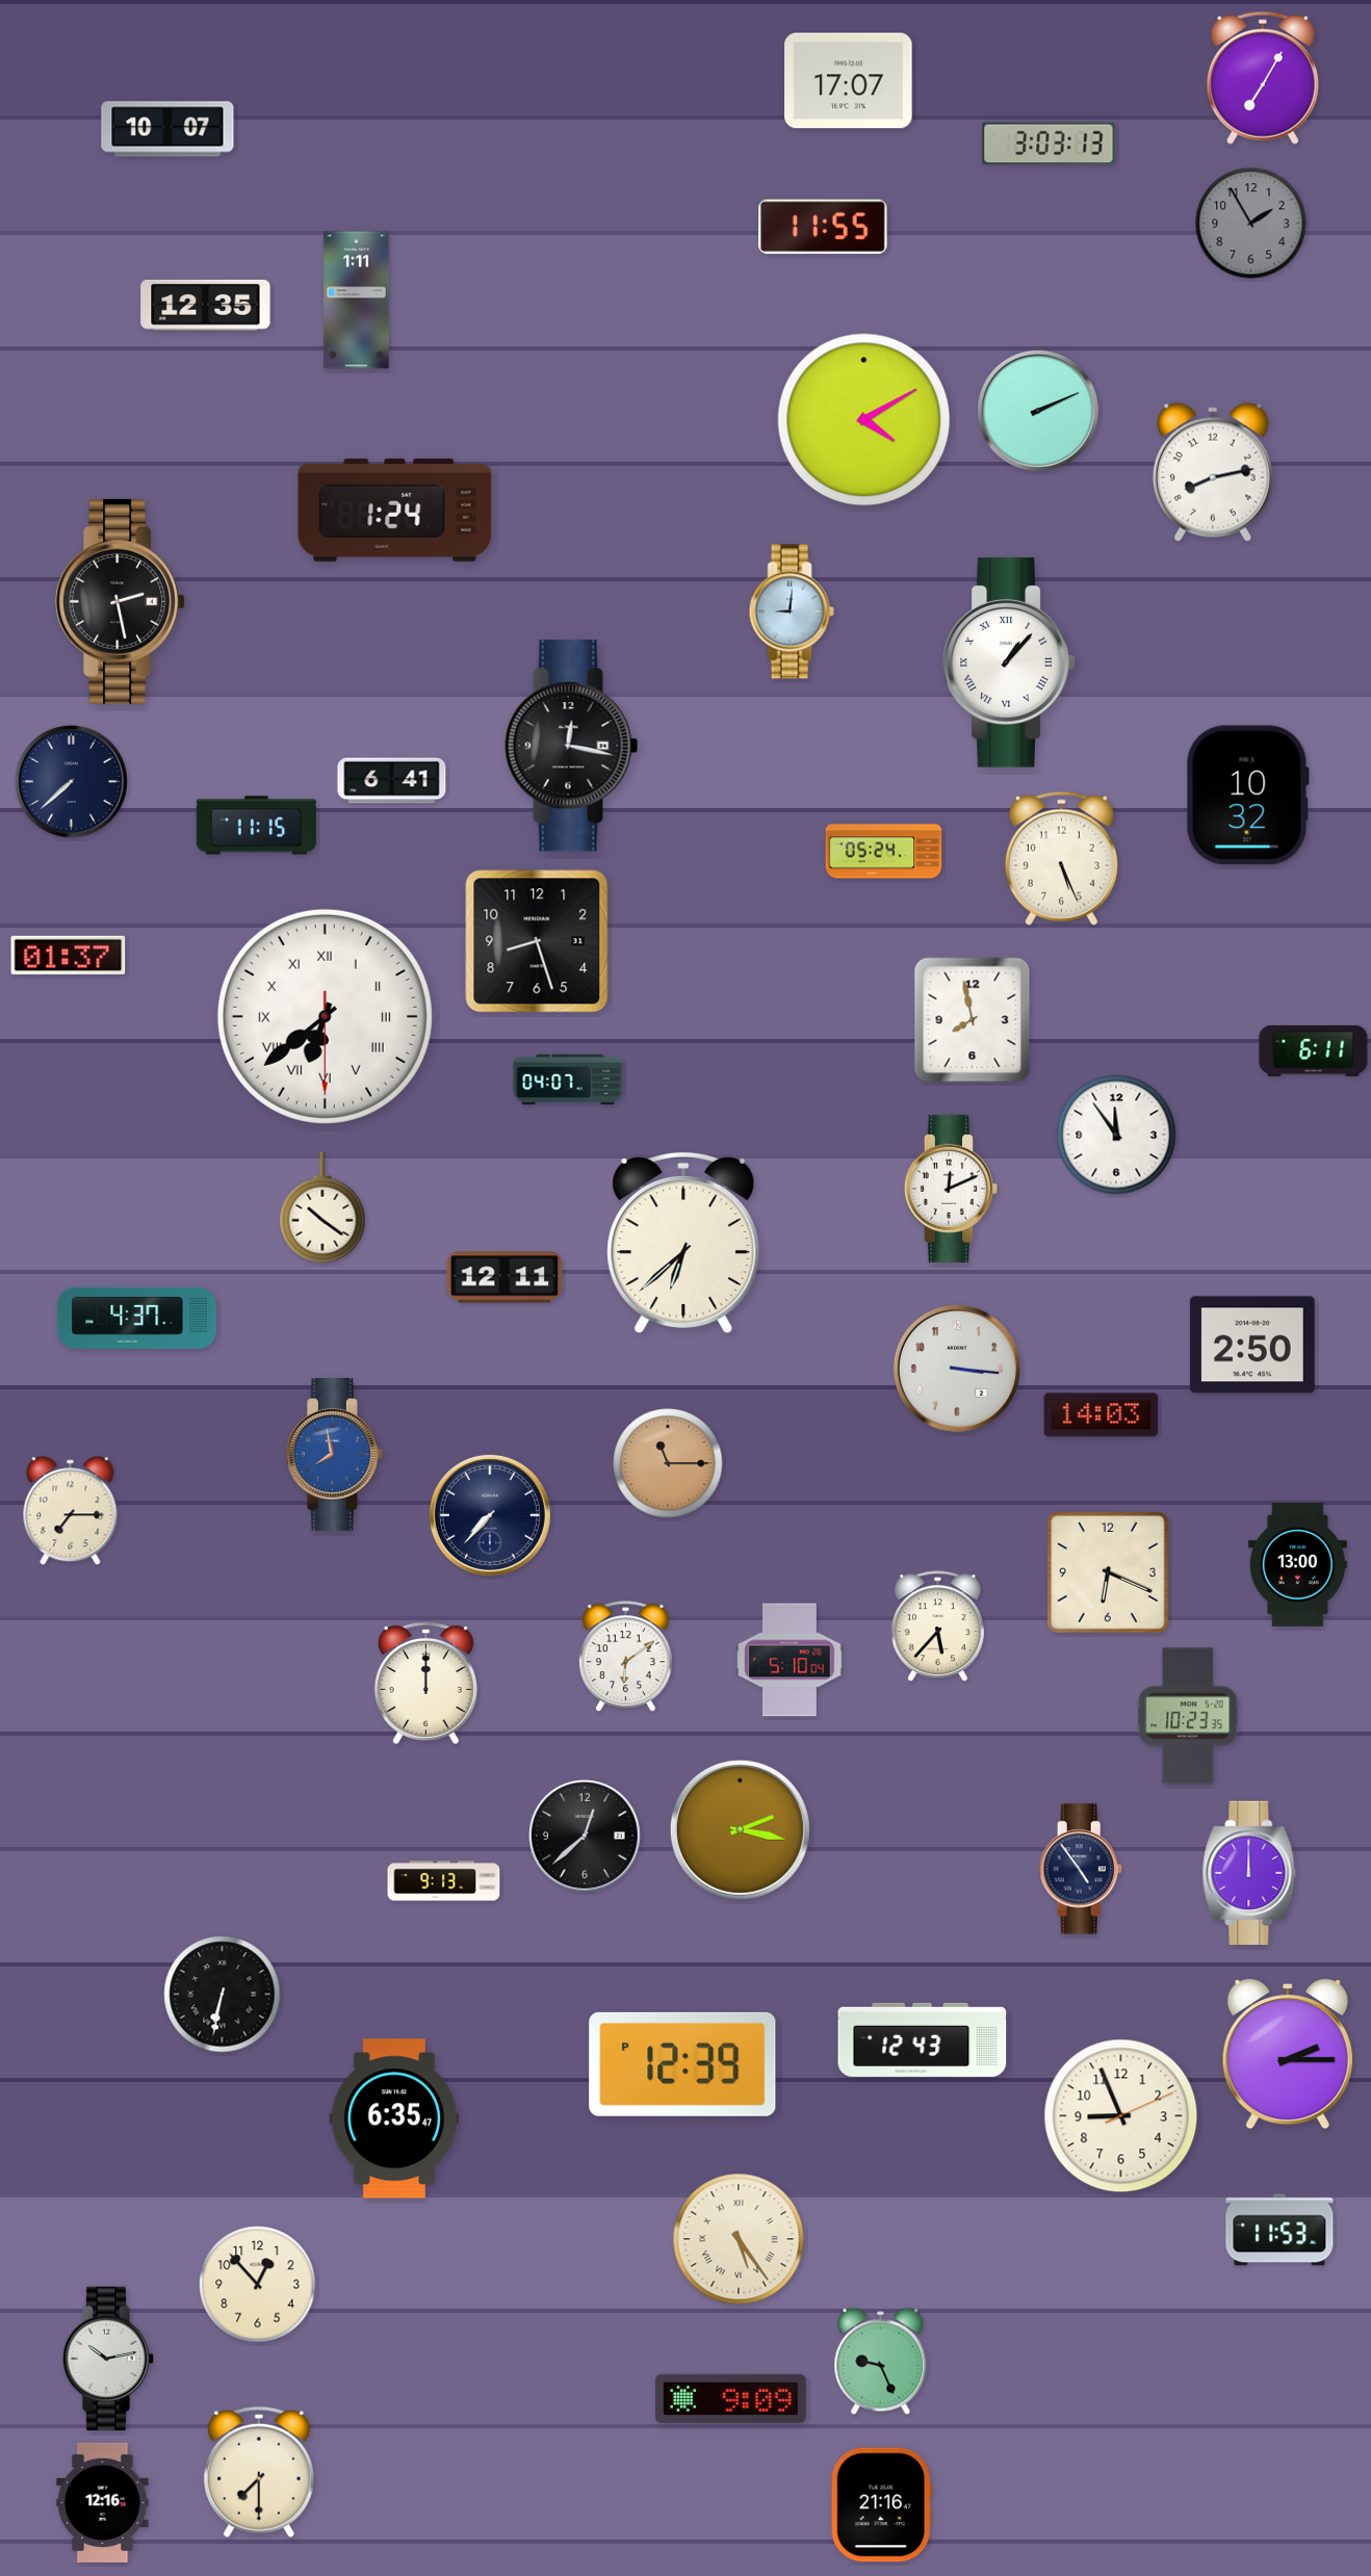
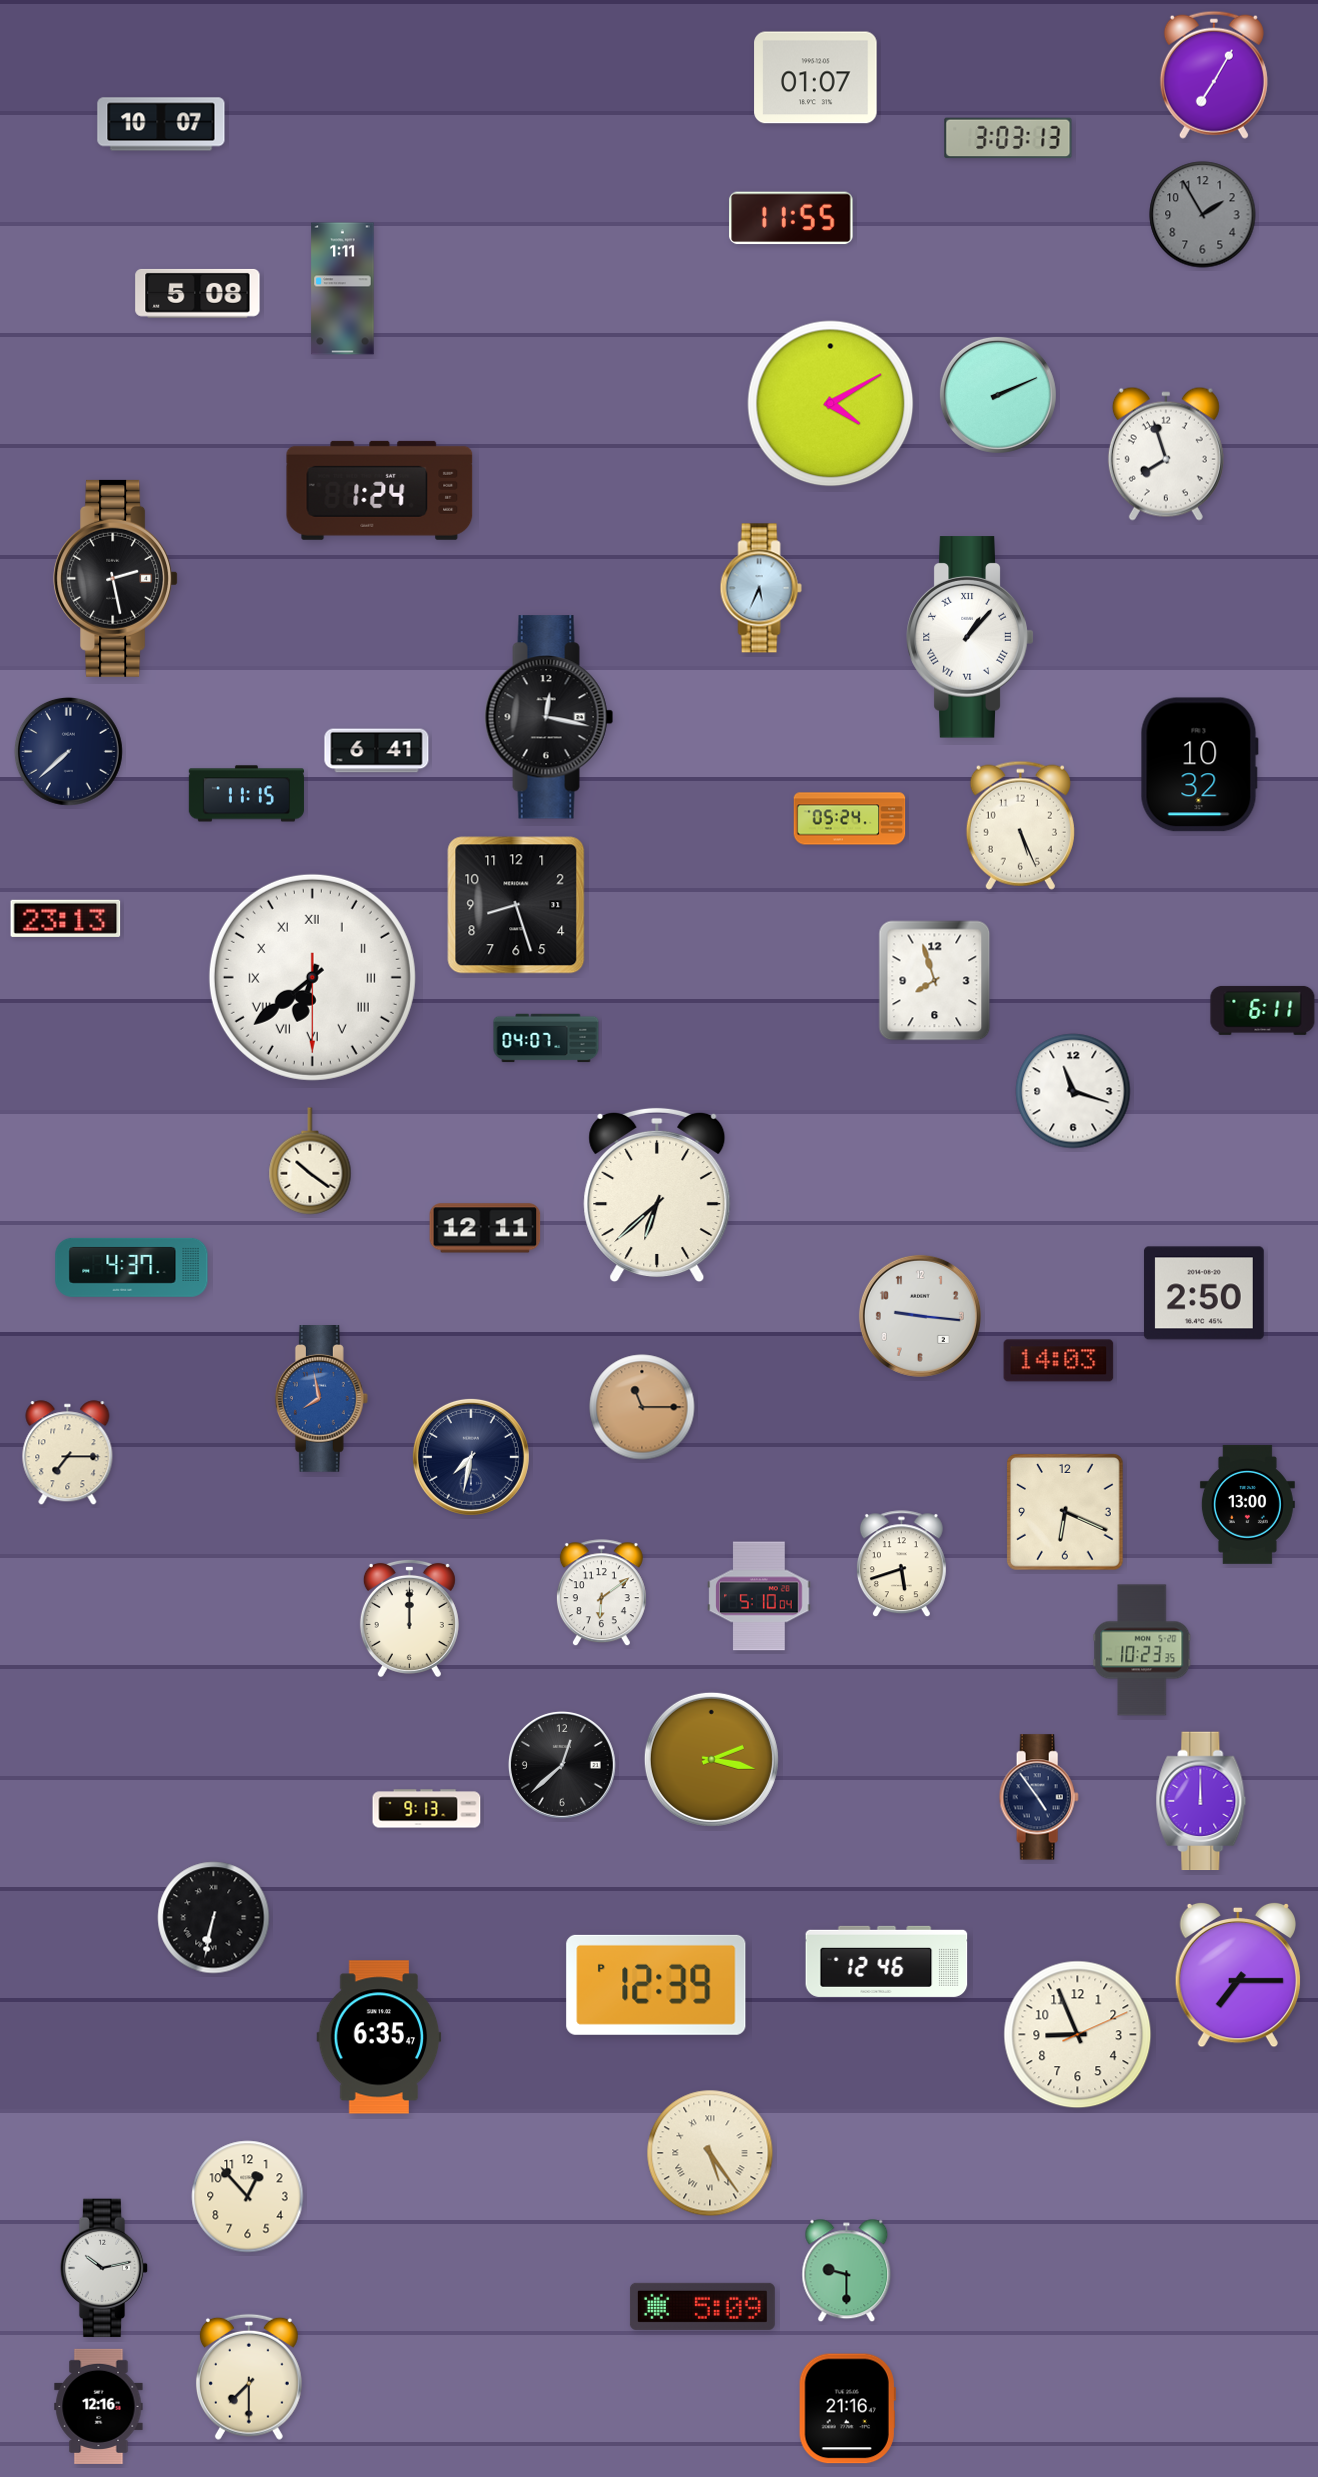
clock at (849, 81): 17:07 -> 01:07
clock at (206, 305): 12:35 -> 5:08
clock at (1213, 472): 8:13 -> 7:57
clock at (792, 612): 9:01 -> 5:34
clock at (69, 955): 01:37 -> 23:13
clock at (973, 1020): 7:58 -> 7:57
clock at (1116, 1135): 11:54 -> 11:18
clock at (951, 1189): 12:11 -> none
clock at (957, 1369): 3:16 -> 9:16
clock at (490, 1515): 7:37 -> 7:32
clock at (937, 1627): 5:37 -> 5:42
clock at (923, 2039): 12:43 -> 12:46
clock at (1288, 2054): 2:15 -> 7:15
clock at (1279, 2230): 11:53 -> none
clock at (881, 2362): 9:26 -> 9:30
clock at (730, 2398): 9:09 -> 5:09
